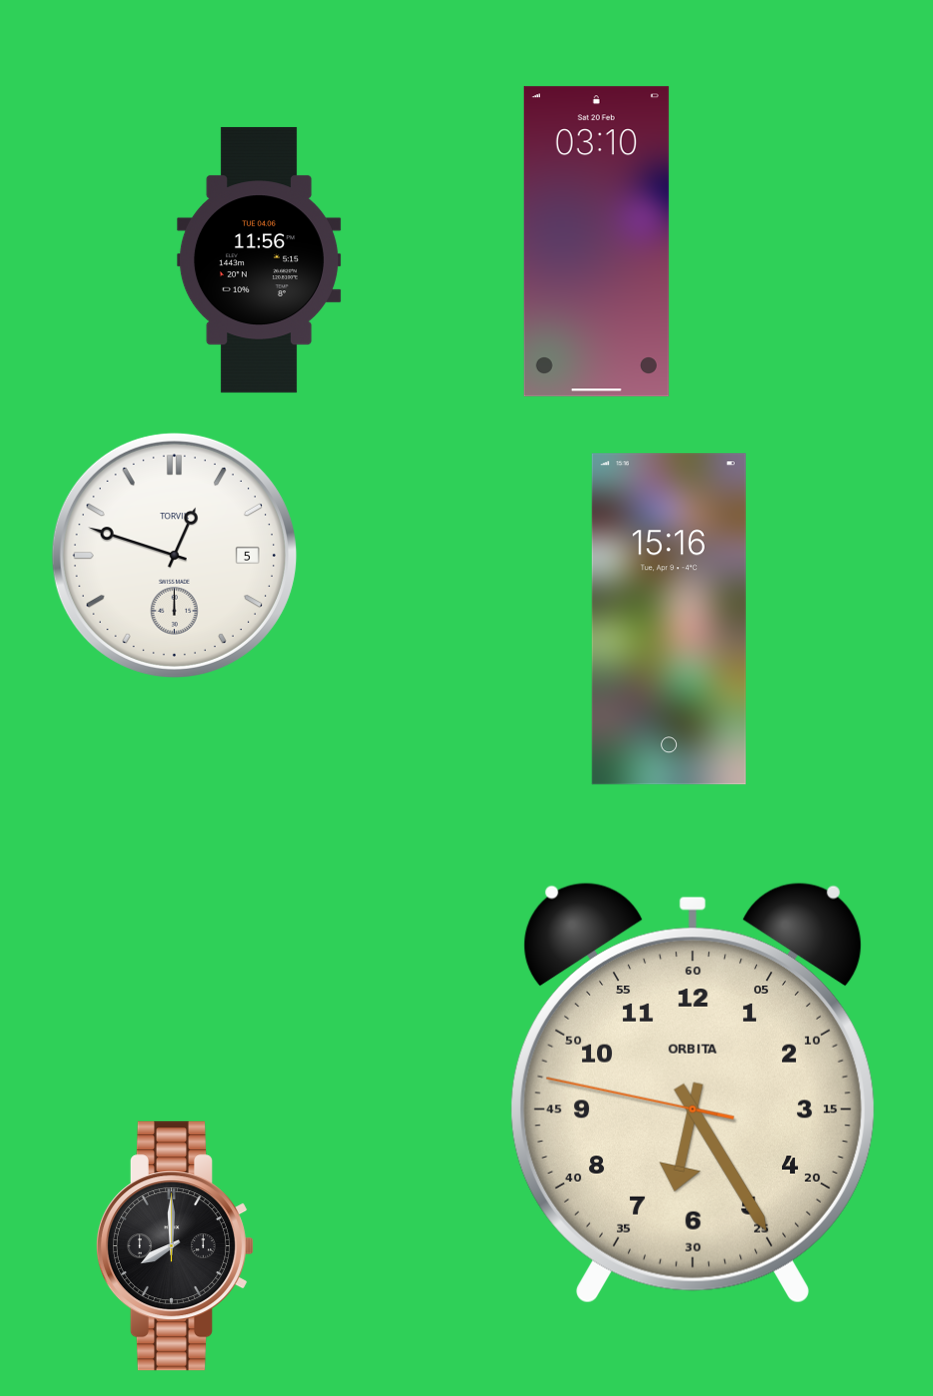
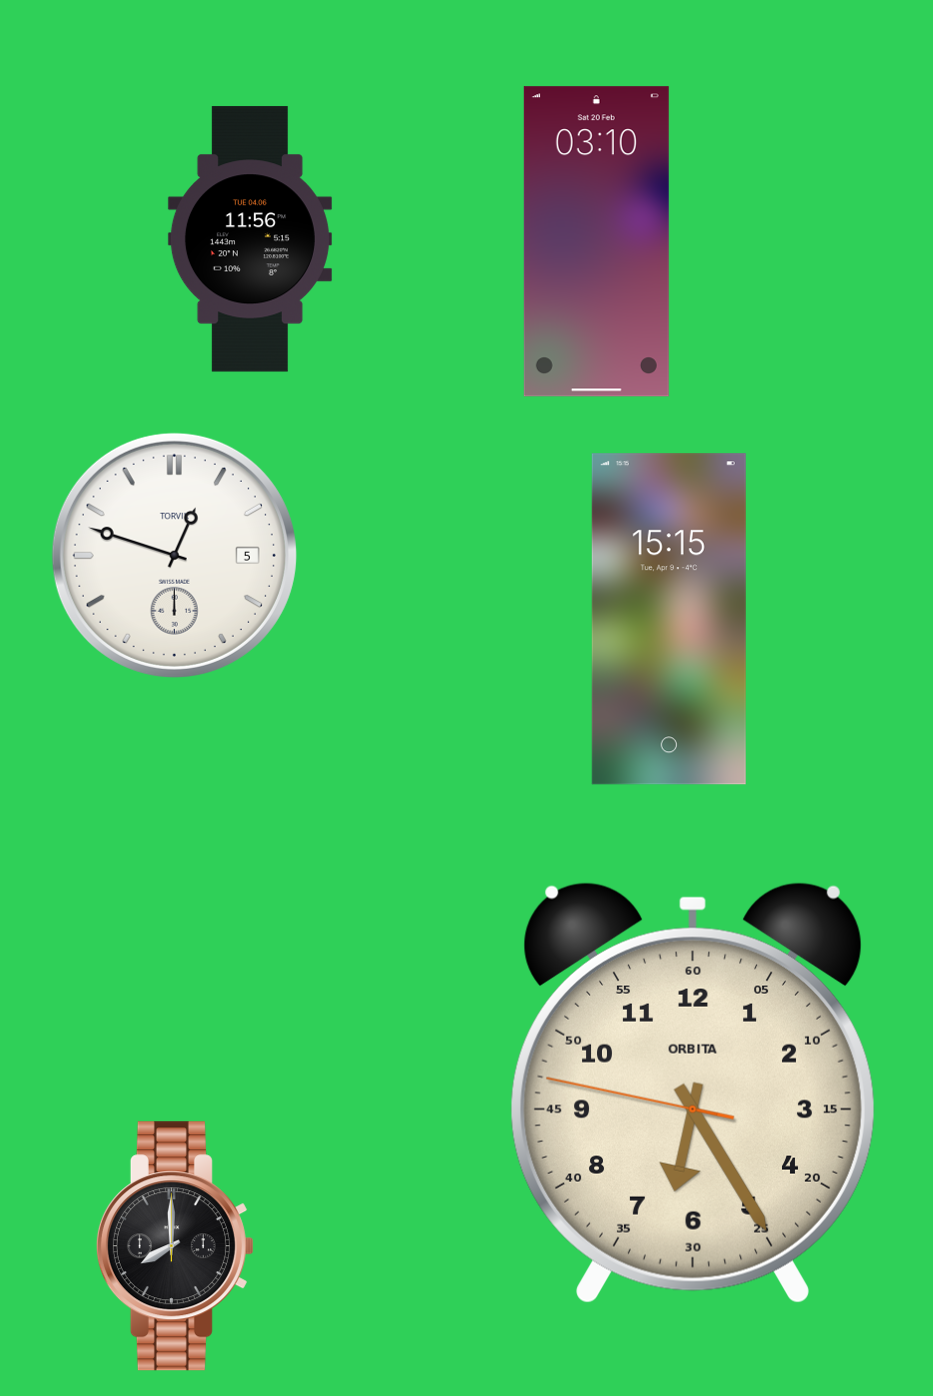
clock at (259, 260) position: (259, 260) -> (250, 239)
clock at (669, 619): 15:16 -> 15:15
